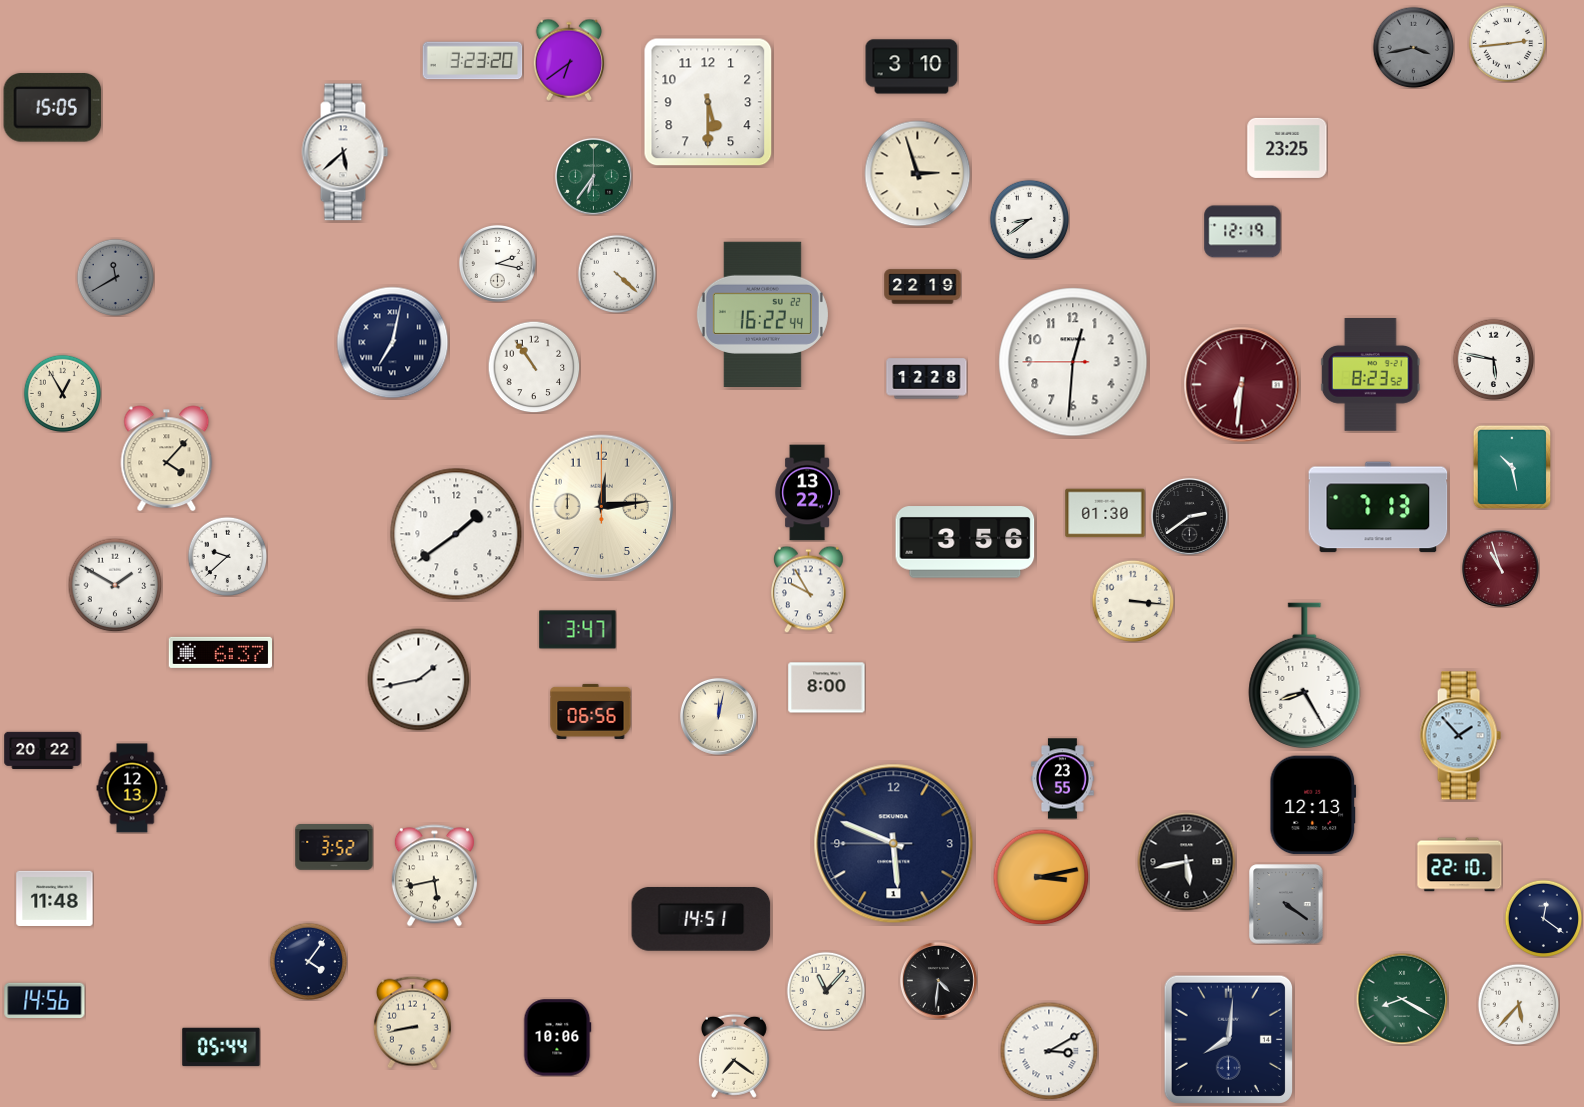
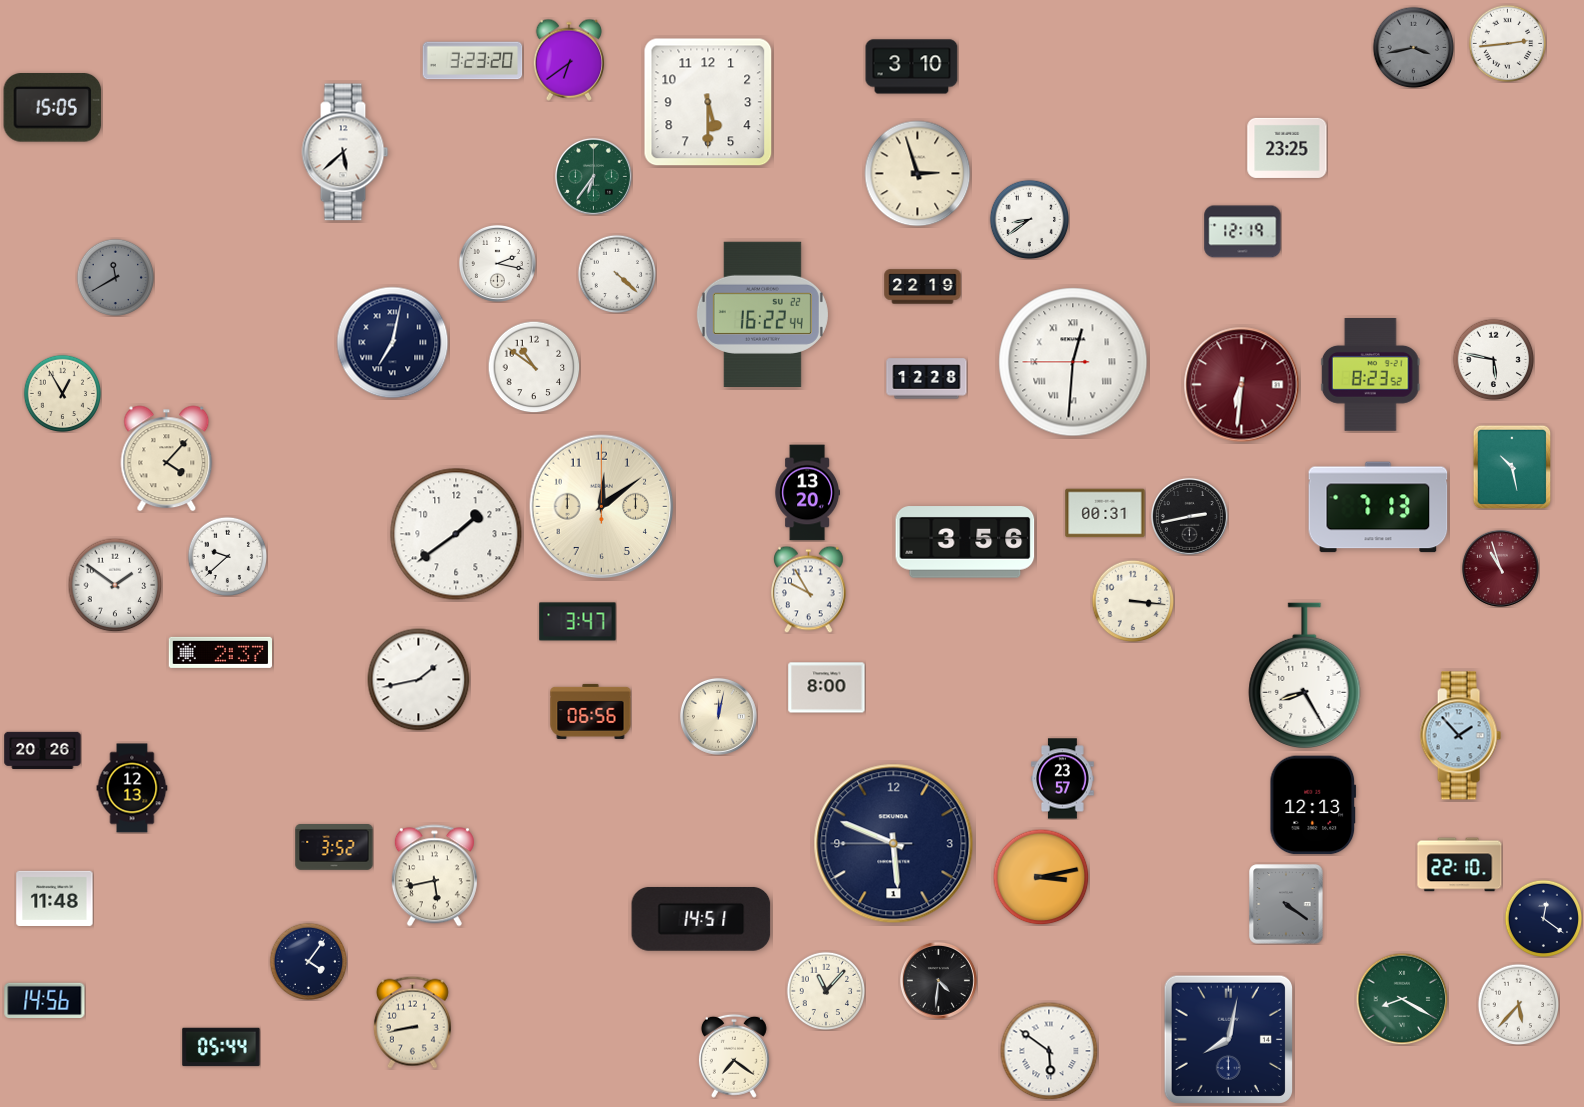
clock at (1073, 362) numerals: Arabic -> Roman
clock at (534, 367): 10:54 -> 10:51
clock at (807, 493): 13:22 -> 13:20
clock at (602, 507): 12:14 -> 12:09
clock at (1105, 513): 01:30 -> 00:31
clock at (1189, 516): 2:39 -> 2:43
clock at (115, 585): 1:50 -> 1:51
clock at (578, 630) position: (578, 630) -> (578, 622)
clock at (220, 652): 6:37 -> 2:37
clock at (43, 750): 20:22 -> 20:26
clock at (1063, 779): 23:55 -> 23:57
clock at (1187, 862): 5:43 -> none
clock at (557, 1038): 10:06 -> none
clock at (1228, 1039): 8:01 -> 8:02
clock at (1049, 1051): 3:10 -> 5:51
